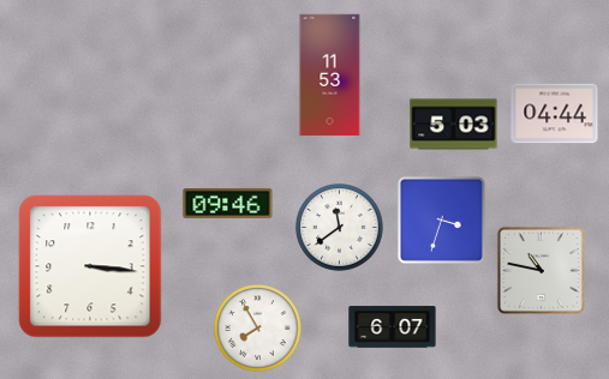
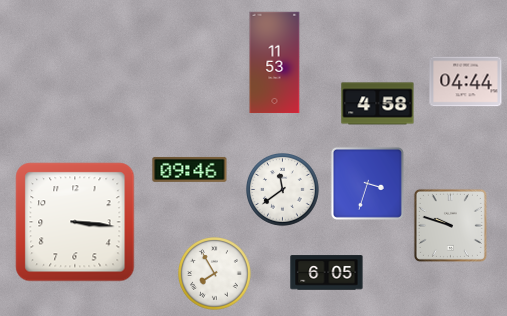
clock at (555, 114) position: (555, 114) -> (466, 82)
clock at (454, 125): 5:03 -> 4:58
clock at (541, 270): 10:47 -> 9:48
clock at (393, 327): 6:07 -> 6:05
